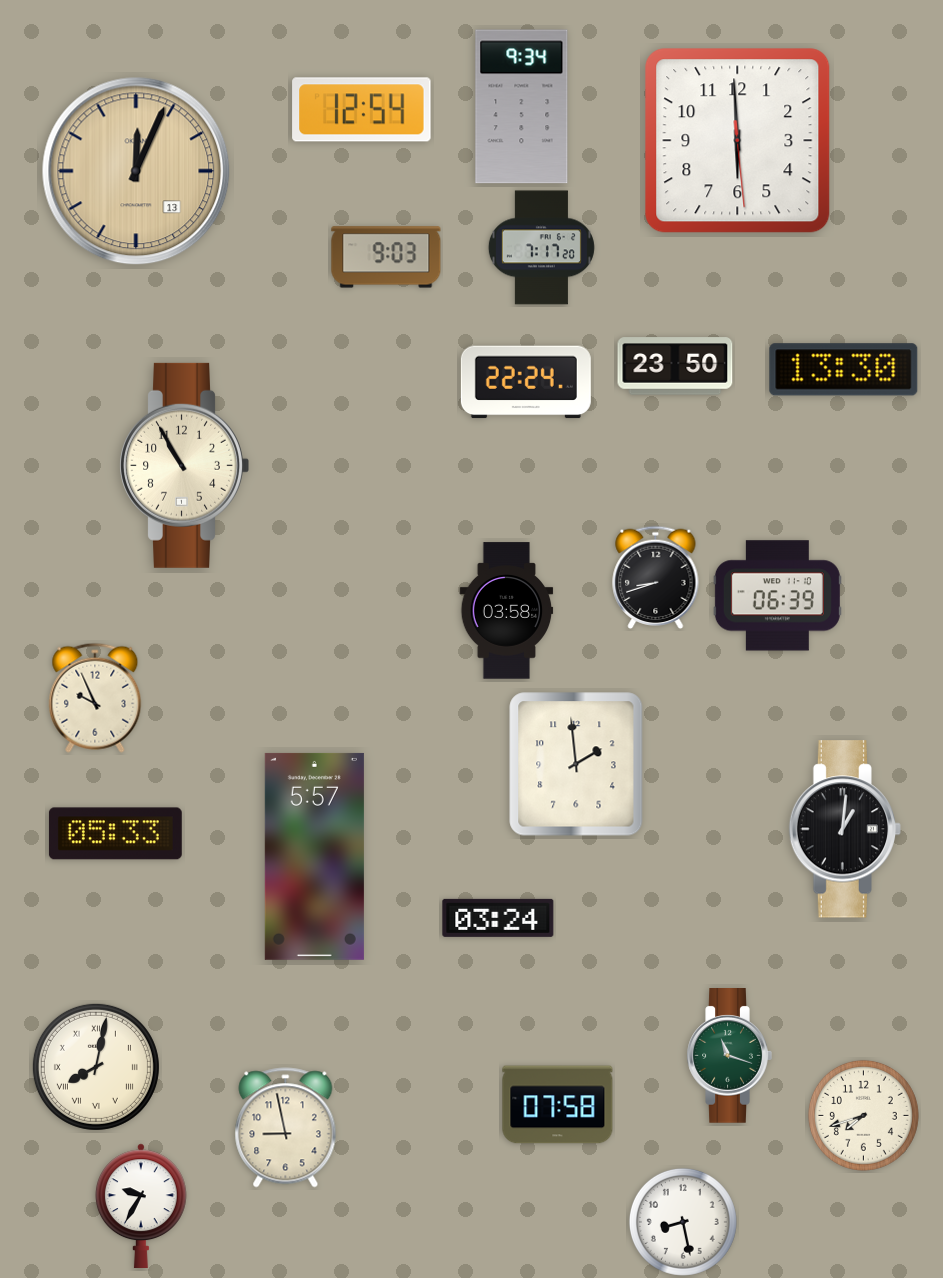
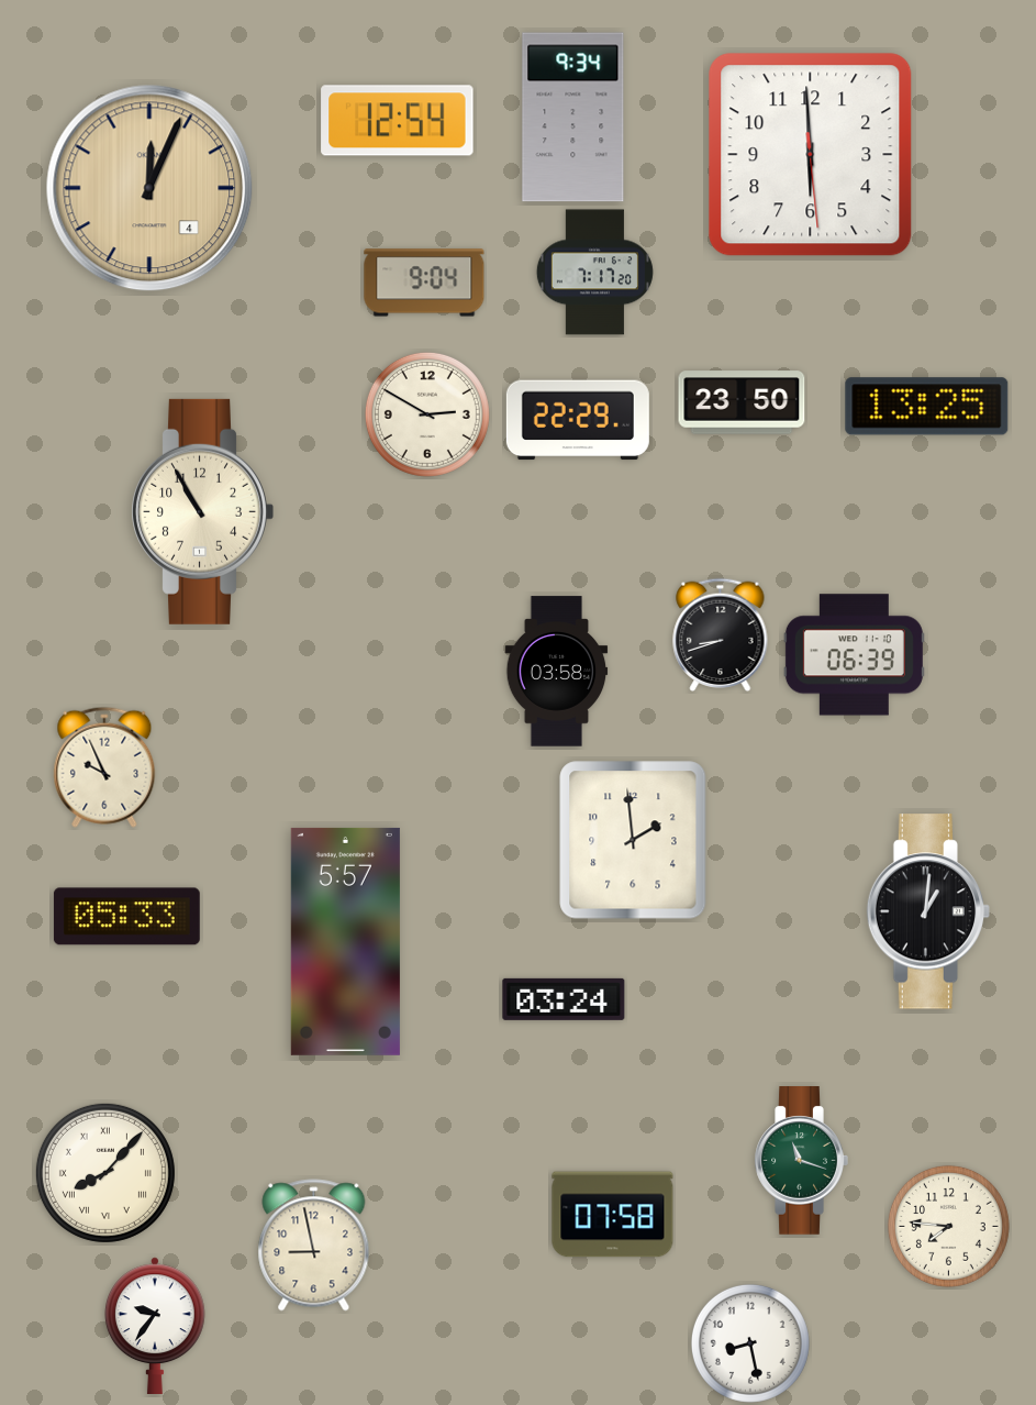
clock at (136, 171) date: 13 -> 4
clock at (386, 257): 9:03 -> 9:04
clock at (844, 370): 13:30 -> 13:25
clock at (427, 414): none -> 2:50
clock at (526, 382): 22:24 -> 22:29
clock at (498, 918) position: (498, 918) -> (564, 999)
clock at (96, 1067): 8:02 -> 8:07
clock at (863, 1115): 7:42 -> 7:46
clock at (286, 1128) position: (286, 1128) -> (314, 1246)
clock at (141, 1205): 9:35 -> 9:36
